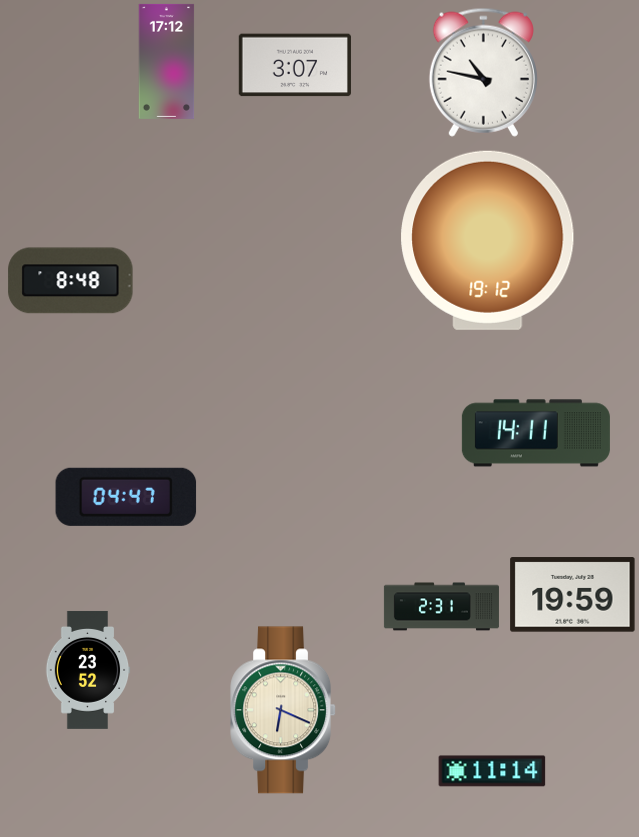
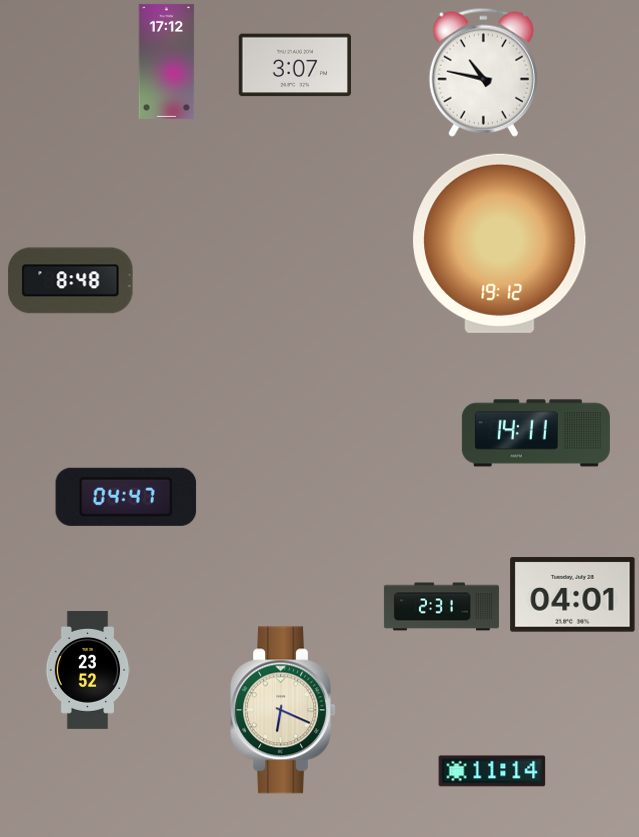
clock at (488, 240) position: (488, 240) -> (500, 243)
clock at (573, 595): 19:59 -> 04:01
